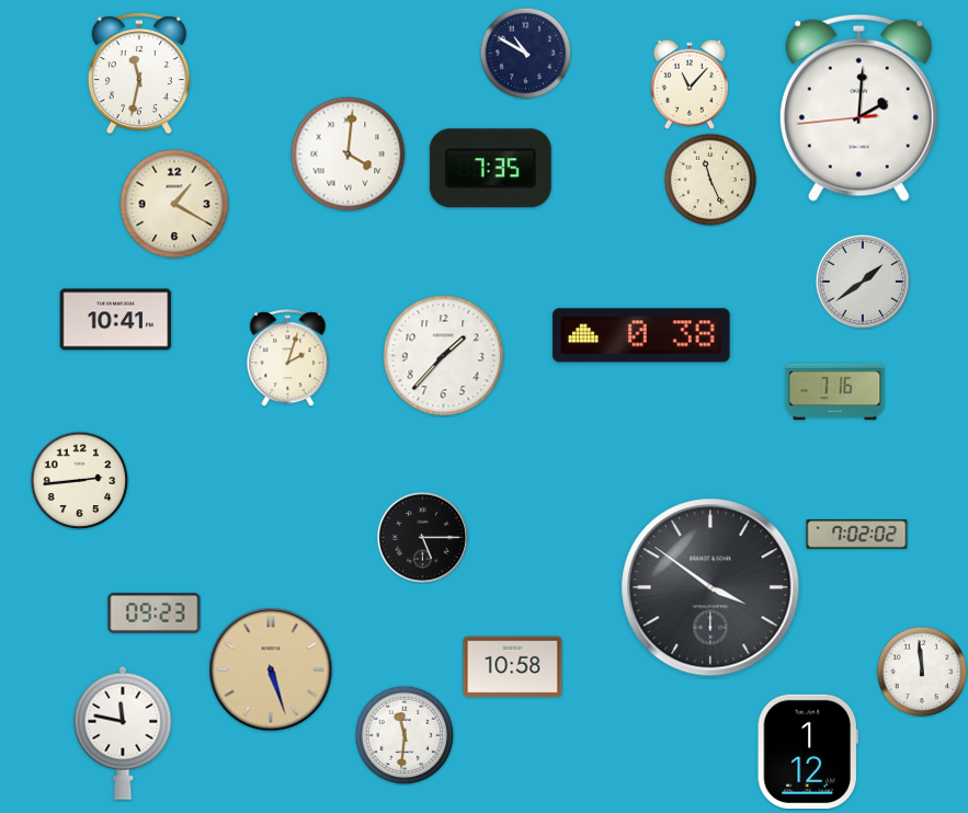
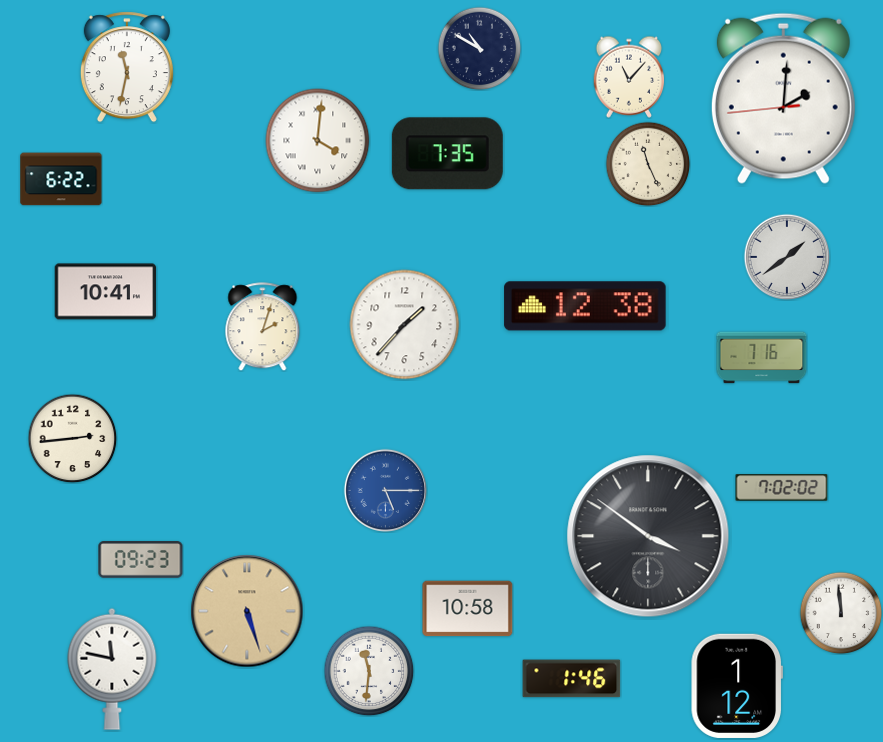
clock at (61, 179): none -> 6:22
clock at (174, 204): 1:20 -> none
clock at (641, 335): 0:38 -> 12:38
clock at (422, 537) dial: black -> blue
clock at (572, 679): none -> 1:46
